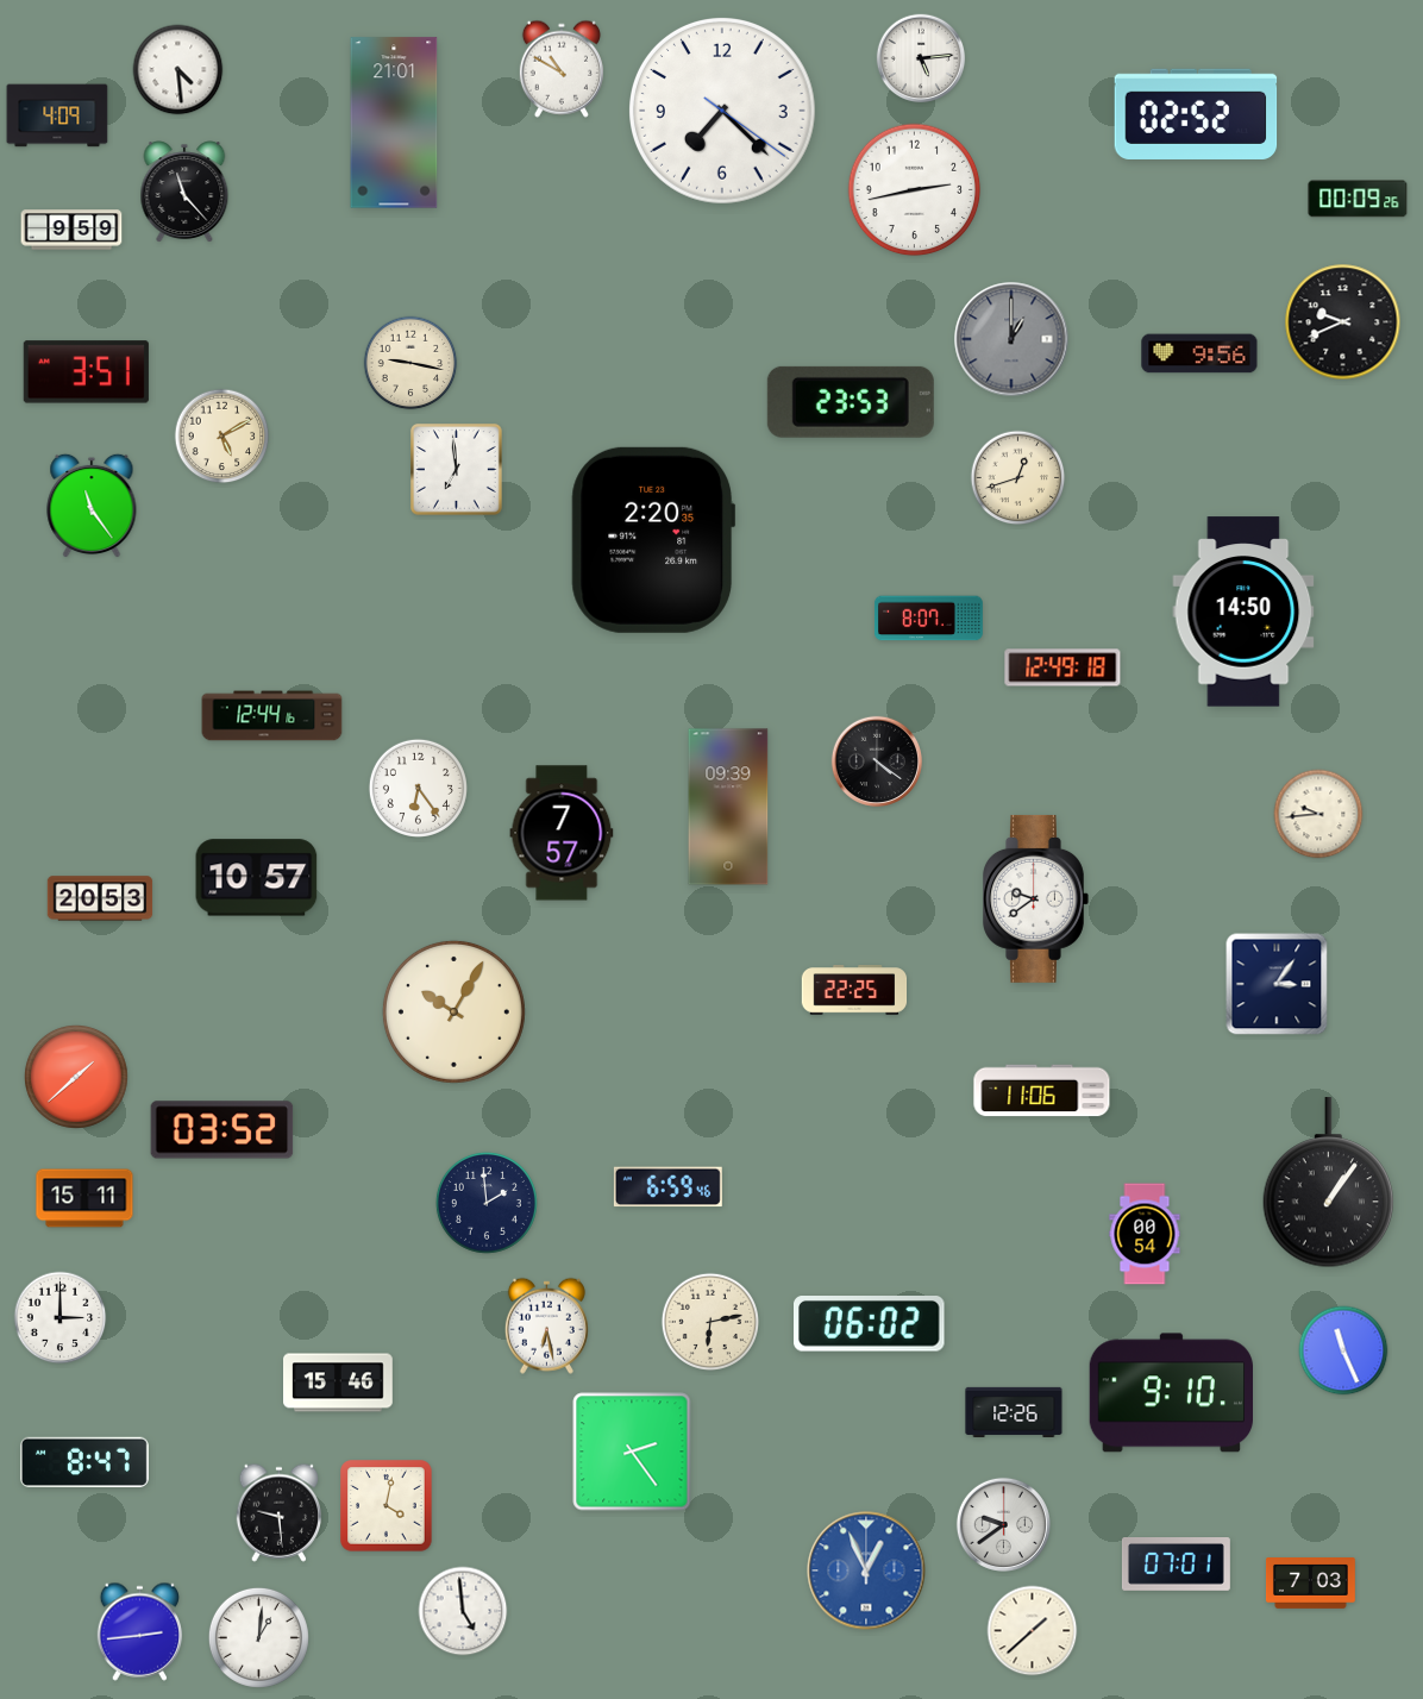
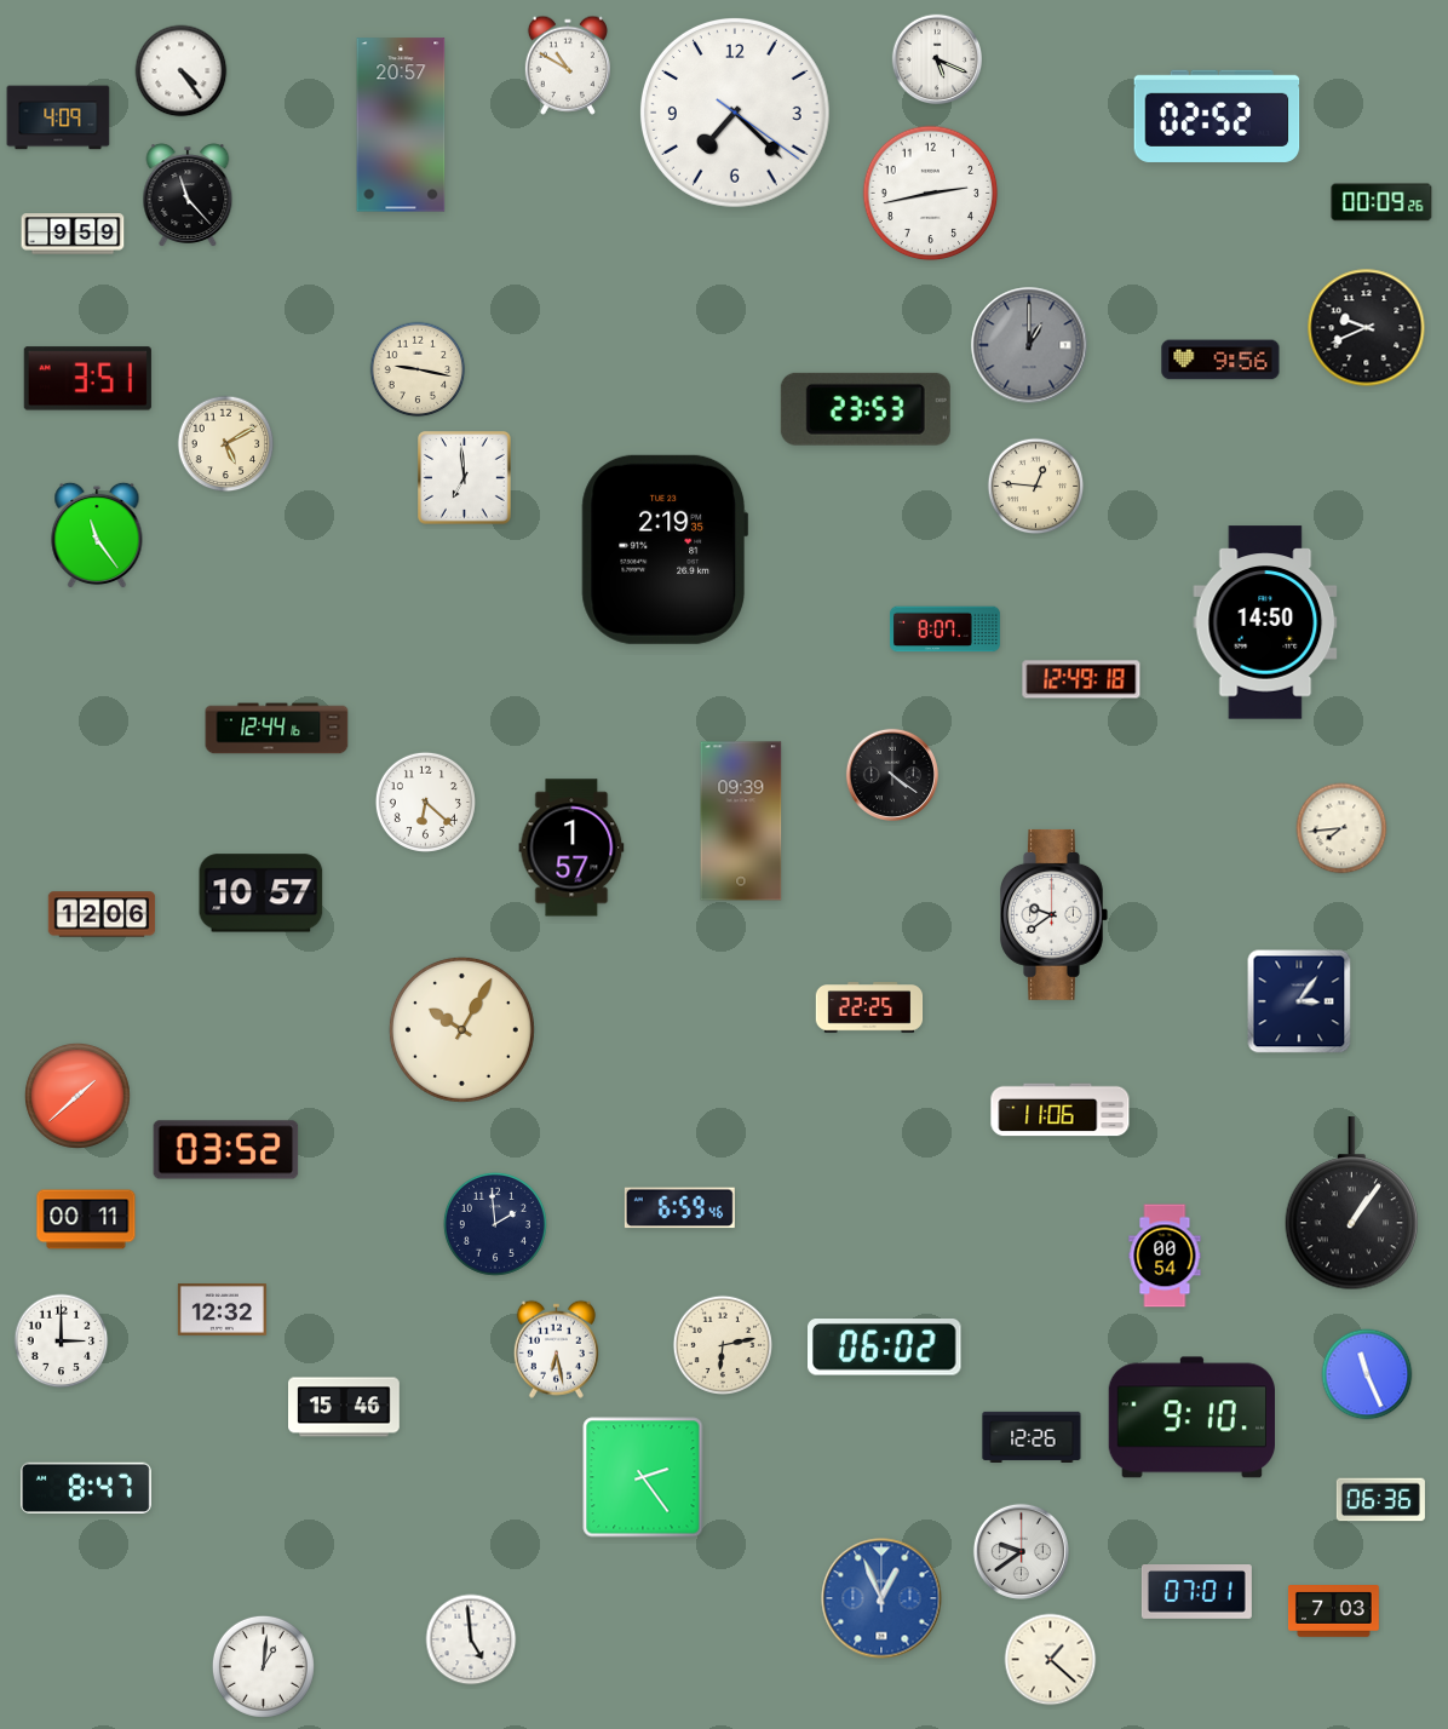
clock at (921, 58): 5:14 -> 5:19
clock at (562, 69) position: (562, 69) -> (568, 65)
clock at (178, 70): 4:29 -> 4:24
clock at (394, 123): 21:01 -> 20:57
clock at (1018, 478): 12:42 -> 12:46
clock at (92, 506) position: (92, 506) -> (97, 535)
clock at (653, 540): 2:20 -> 2:19
clock at (418, 788): 6:24 -> 6:22
clock at (1318, 814): 9:44 -> 7:44
clock at (562, 833): 7:57 -> 1:57
clock at (100, 898): 20:53 -> 12:06
clock at (84, 1198): 15:11 -> 00:11
clock at (222, 1310): none -> 12:32
clock at (1380, 1500): none -> 06:36
clock at (387, 1506): 4:02 -> none
clock at (280, 1512): 9:29 -> none
clock at (140, 1631): 2:44 -> none
clock at (1033, 1631): 1:38 -> 1:22
